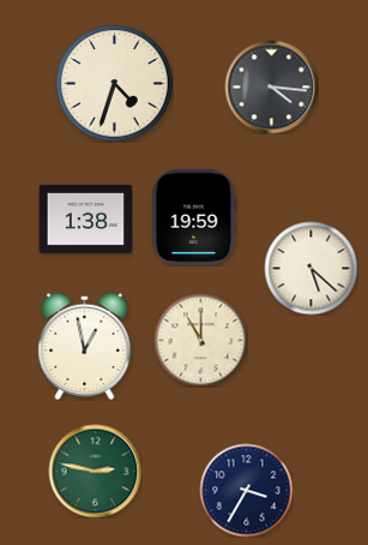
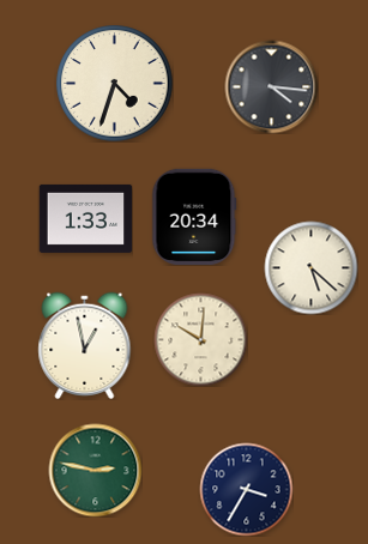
clock at (194, 216): 19:59 -> 20:34
clock at (85, 218): 1:38 -> 1:33
clock at (200, 340): 11:00 -> 10:01
